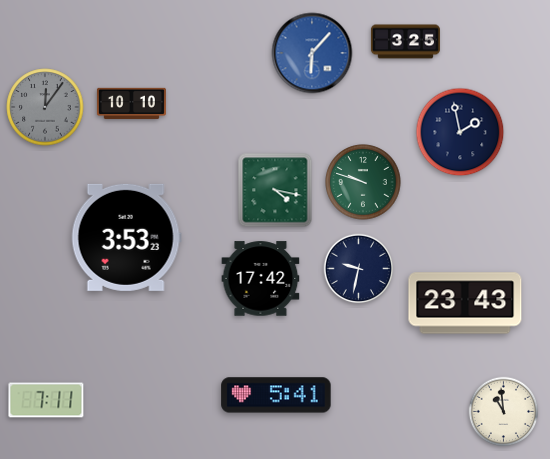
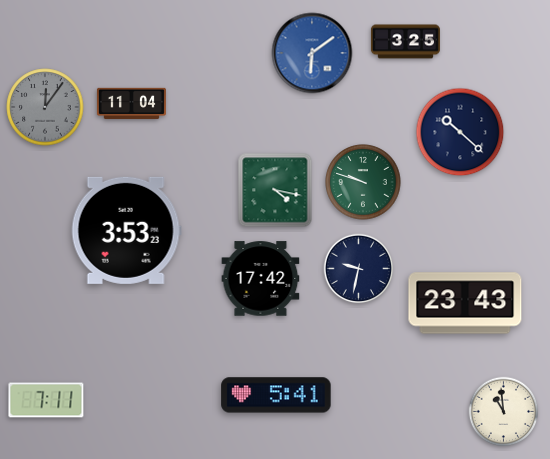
clock at (312, 53): 6:07 -> 6:09
clock at (131, 104): 10:10 -> 11:04
clock at (460, 132): 1:58 -> 10:22
clock at (126, 237) position: (126, 237) -> (126, 230)
